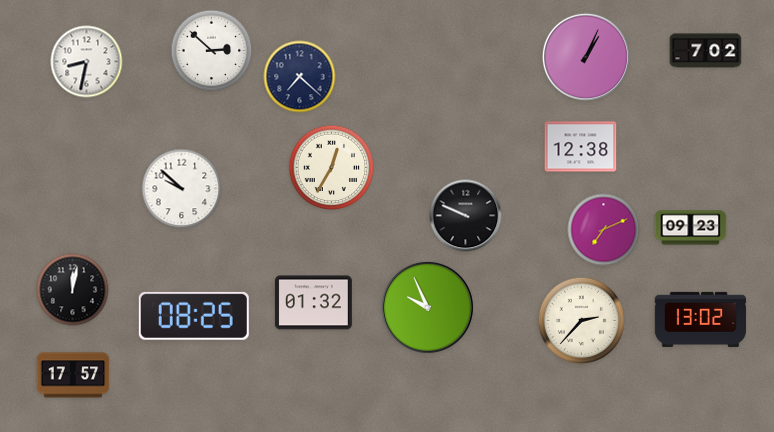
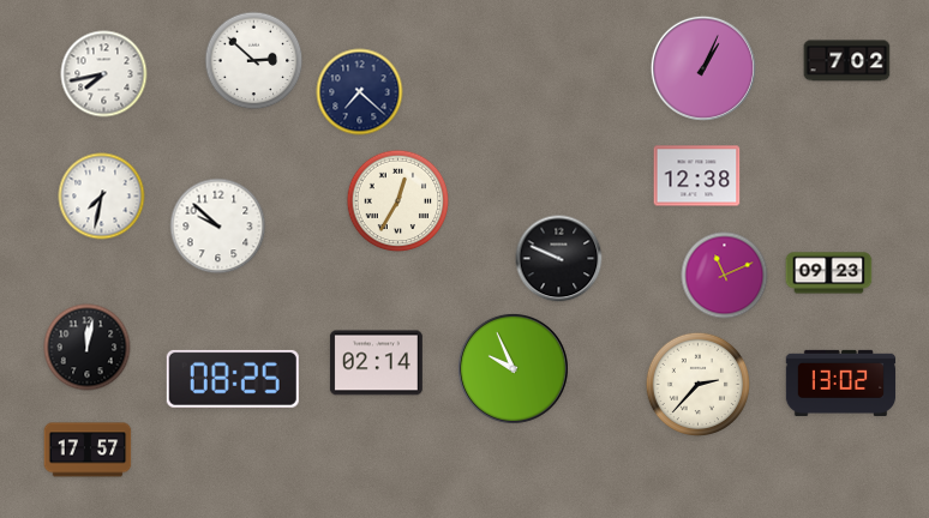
clock at (87, 62): 8:32 -> 7:43
clock at (102, 197): none -> 7:32
clock at (604, 230): 7:11 -> 11:11
clock at (313, 303): 01:32 -> 02:14
